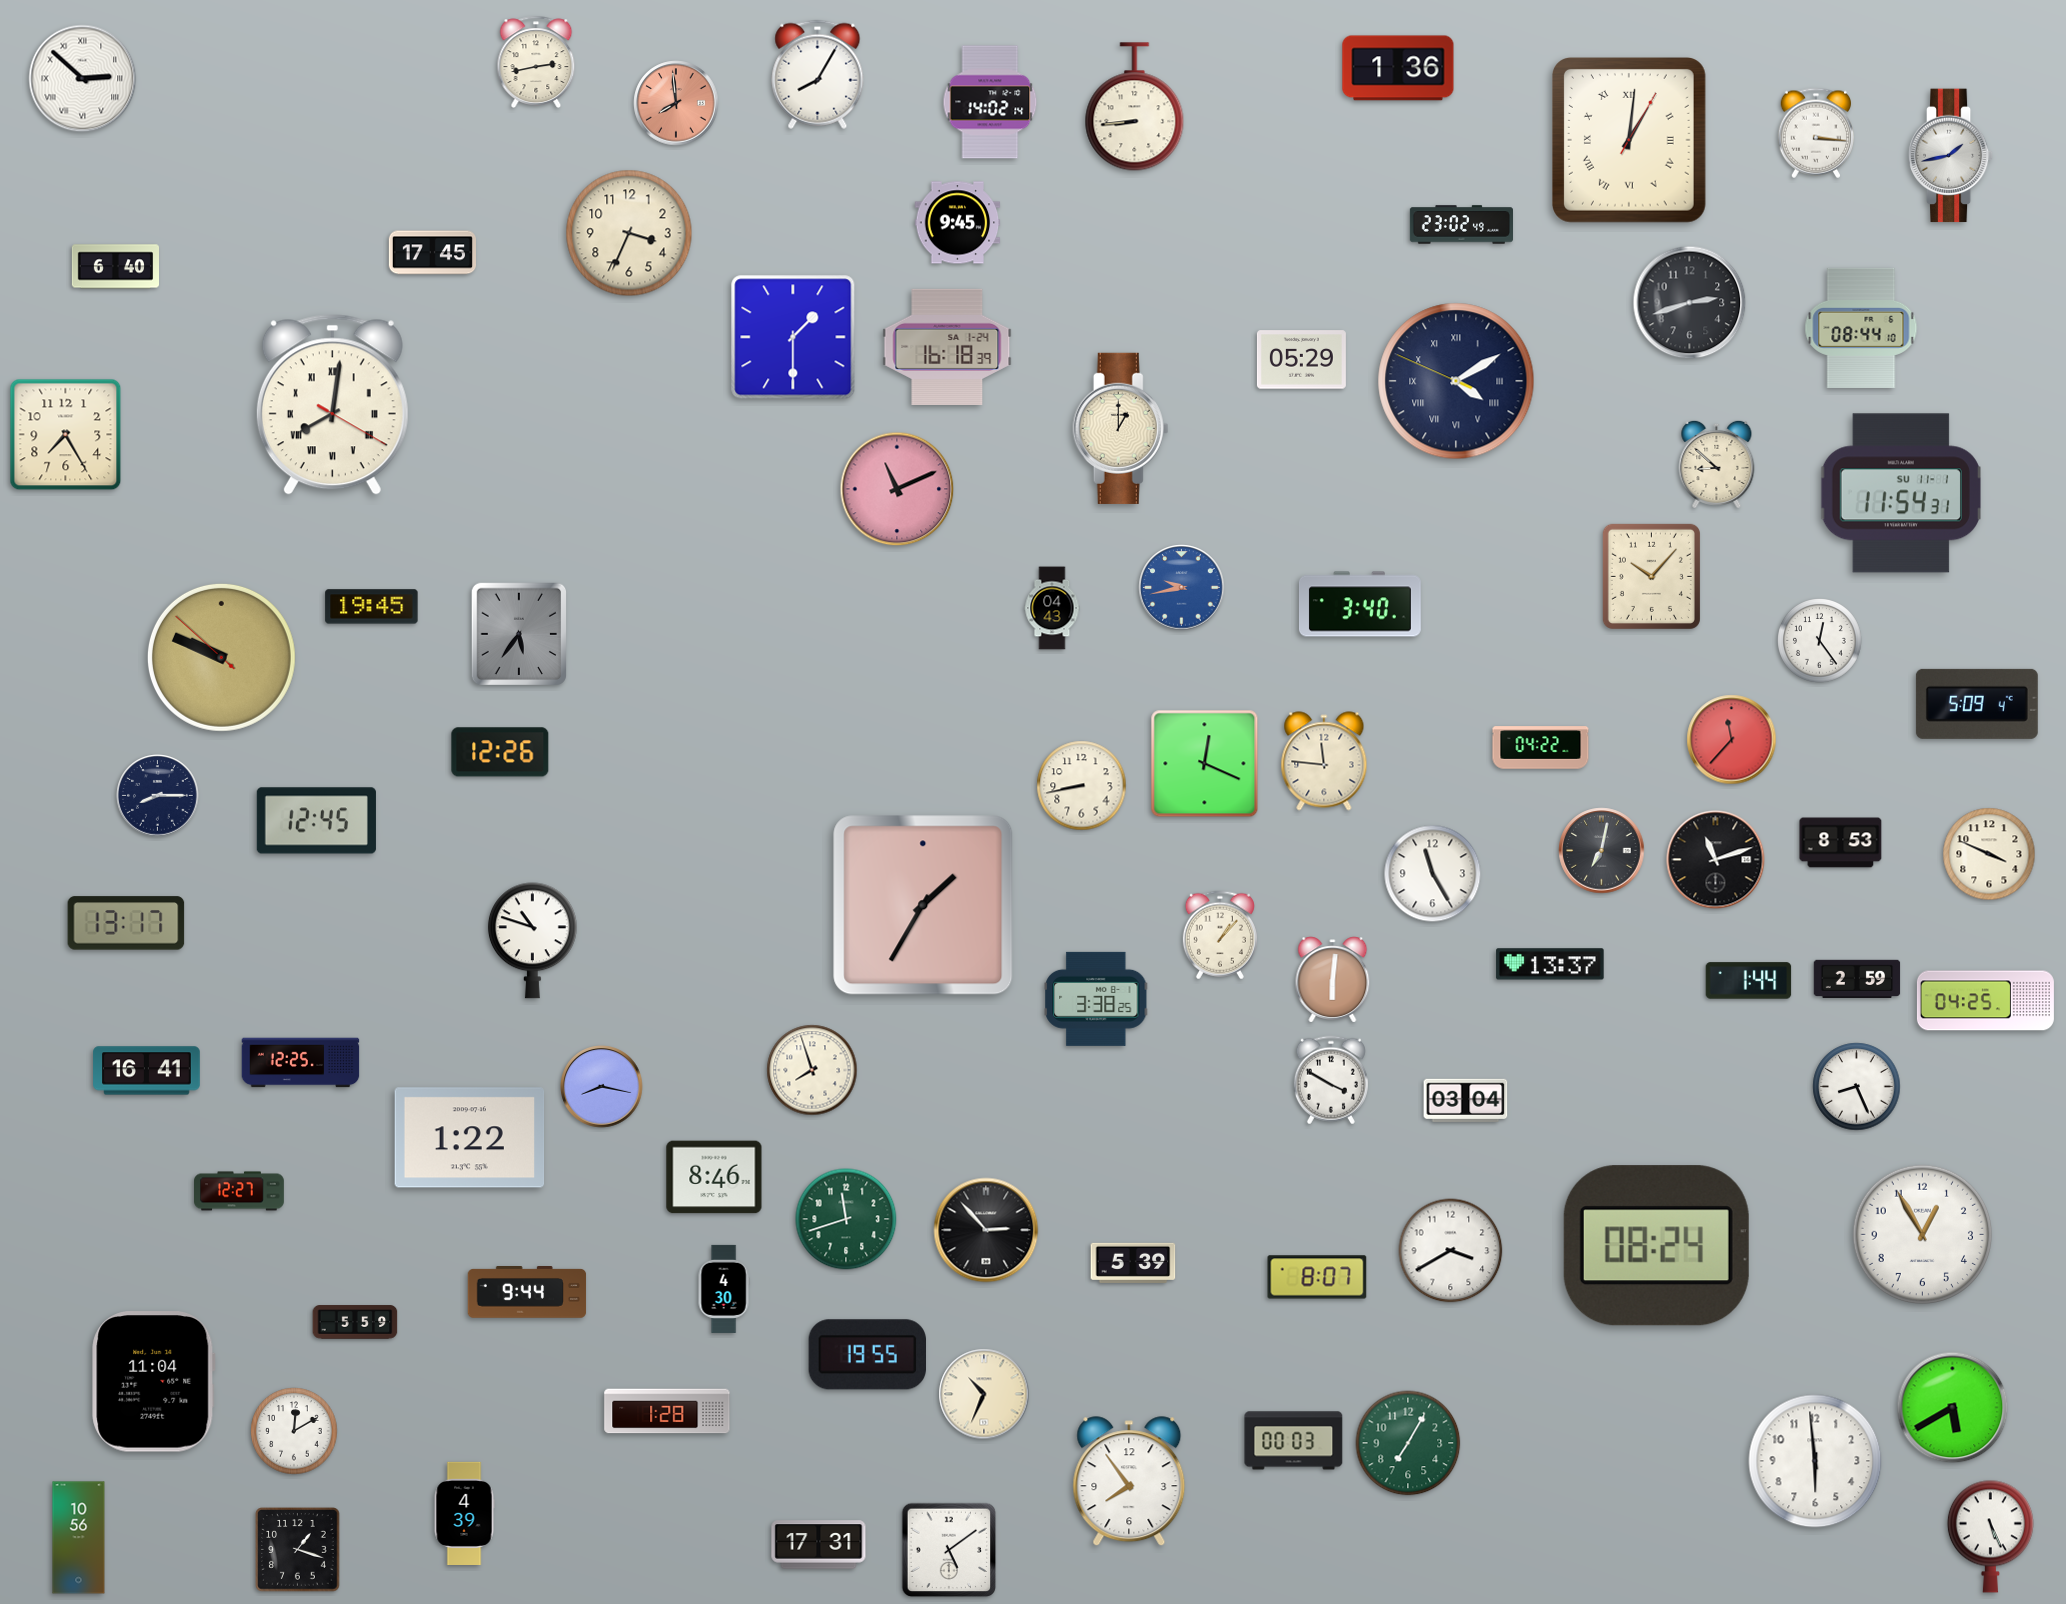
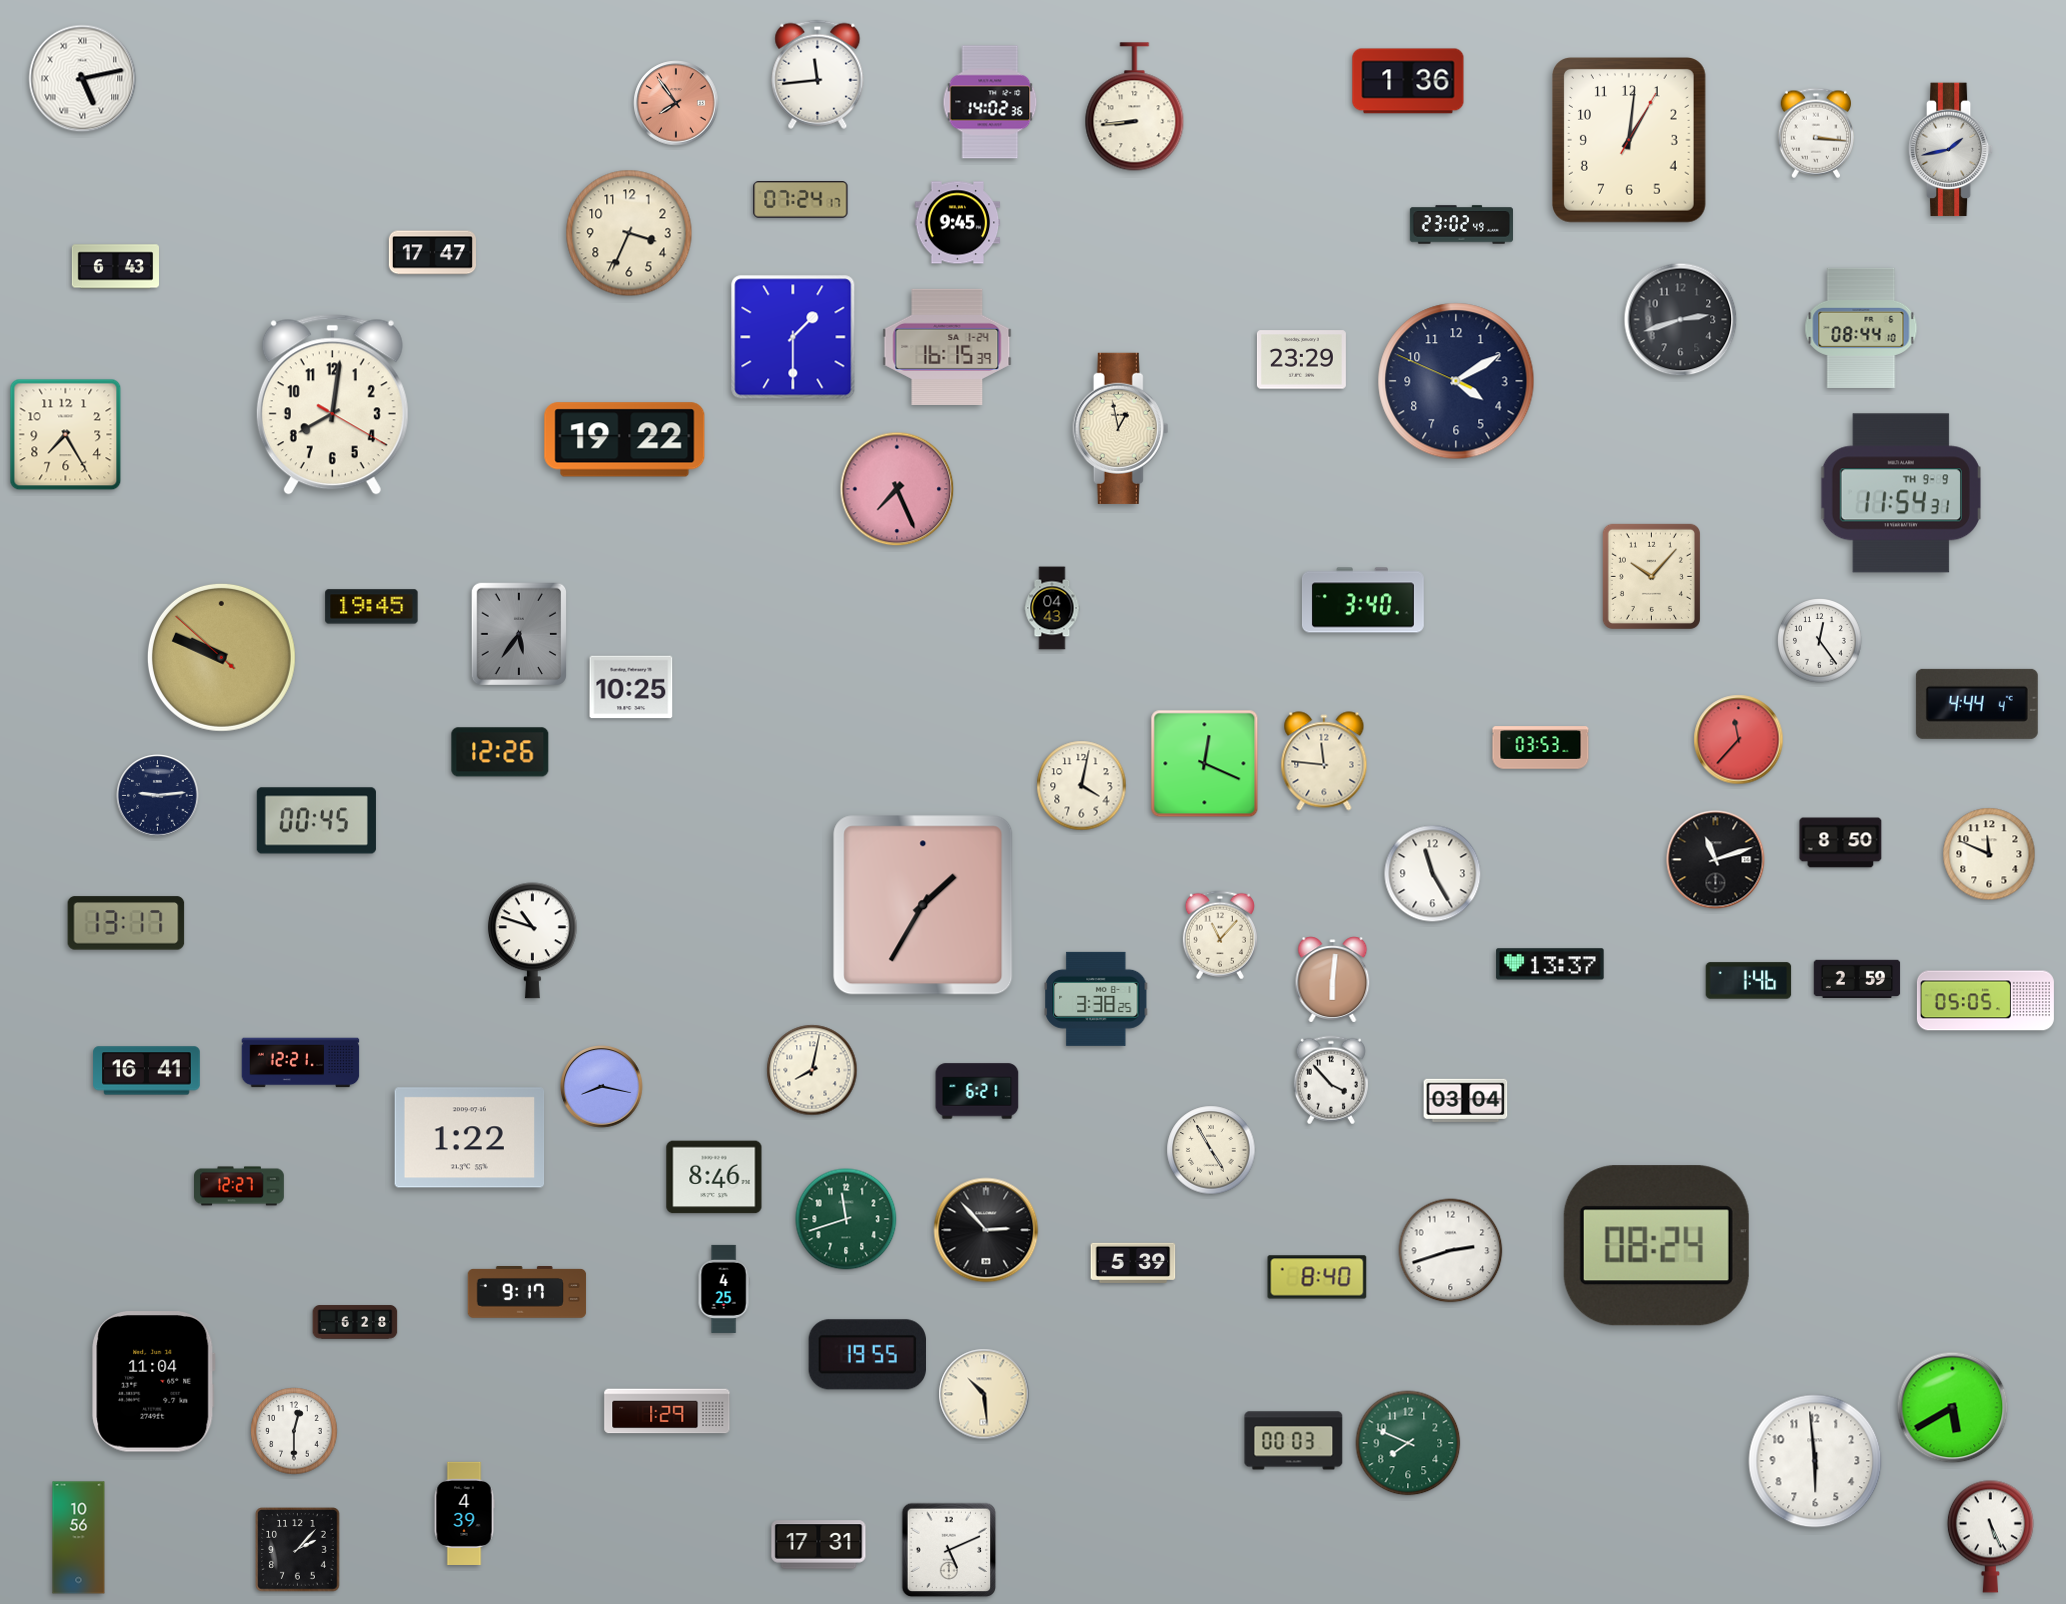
clock at (536, 62): 2:43 -> none
clock at (1398, 68) position: (1398, 68) -> (1408, 81)
clock at (818, 74): 8:05 -> 11:44
clock at (83, 79): 2:52 -> 5:13
clock at (990, 102): 14:02:14 -> 14:02:36
clock at (676, 103): 7:59 -> 7:54
clock at (1630, 141) numerals: Roman -> Arabic
clock at (1951, 156) position: (1951, 156) -> (1951, 150)
clock at (801, 200): none -> 07:24
clock at (432, 253): 17:45 -> 17:47
clock at (115, 267): 6:40 -> 6:43
clock at (1690, 303) position: (1690, 303) -> (1681, 320)
clock at (947, 347): 16:18 -> 16:15
clock at (1301, 360): 05:29 -> 23:29
clock at (1456, 381) numerals: Roman -> Arabic
clock at (332, 405) numerals: Roman -> Arabic
clock at (1121, 428): 1:00 -> 12:58
clock at (625, 440): none -> 19:22
clock at (1717, 463): 8:52 -> none
clock at (897, 489): 11:11 -> 7:26
clock at (1901, 493) date: SU 11-1 -> TH 9-9
clock at (1182, 588): 9:43 -> none
clock at (1360, 604) position: (1360, 604) -> (1363, 600)
clock at (631, 687): none -> 10:25
clock at (1977, 704): 5:09 -> 4:44
clock at (1732, 740) position: (1732, 740) -> (1739, 740)
clock at (1541, 748): 04:22 -> 03:53
clock at (1082, 786): 8:43 -> 4:02
clock at (158, 796): 8:15 -> 9:14
clock at (316, 821): 12:45 -> 00:45
clock at (1841, 843): 8:53 -> 8:50
clock at (1602, 851): 7:02 -> none
clock at (1989, 854): 3:49 -> 11:49
clock at (1220, 935): 1:07 -> 11:07
clock at (1749, 981): 1:44 -> 1:46
clock at (1985, 1001): 04:25 -> 05:05
clock at (301, 1063): 12:25 -> 12:21
clock at (812, 1070): 7:57 -> 8:02
clock at (1331, 1080): 3:50 -> 3:53
clock at (1857, 1087): 8:26 -> none
clock at (977, 1091): none -> 6:21
clock at (1211, 1150): none -> 4:55
clock at (240, 1191) position: (240, 1191) -> (240, 1186)
clock at (1923, 1235): 12:55 -> none
clock at (1451, 1251): 3:40 -> 2:42
clock at (1317, 1277): 8:07 -> 8:40
clock at (724, 1289): 4:30 -> 4:25
clock at (527, 1293): 9:44 -> 9:17
clock at (355, 1322): 5:59 -> 6:28
clock at (984, 1394): 10:34 -> 10:29
clock at (667, 1411): 1:28 -> 1:29
clock at (294, 1431): 12:10 -> 12:30
clock at (1408, 1443): 7:05 -> 7:49
clock at (1129, 1482): 7:54 -> none
clock at (298, 1550): 1:18 -> 2:07
clock at (949, 1550): 5:09 -> 5:11
